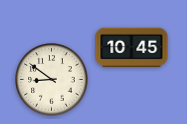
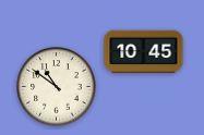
clock at (52, 80): 8:51 -> 10:51
